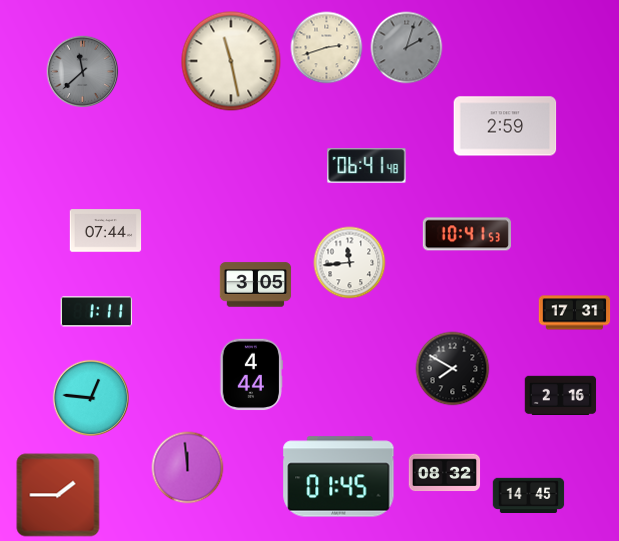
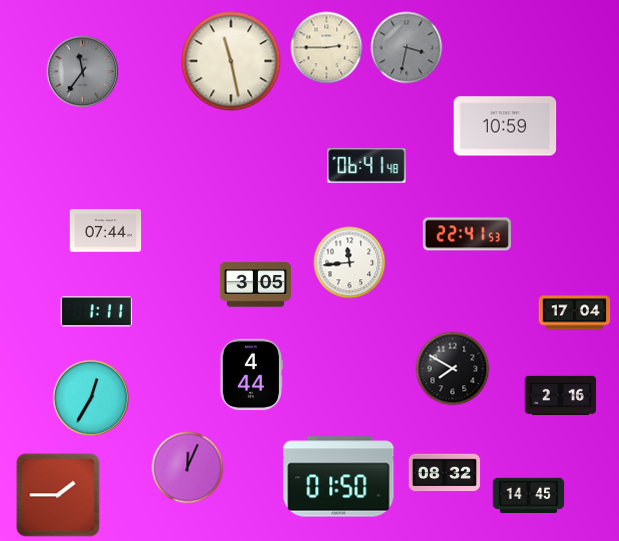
clock at (327, 48): 2:42 -> 2:45
clock at (407, 48): 2:03 -> 3:32
clock at (83, 72): 11:38 -> 11:36
clock at (505, 126): 2:59 -> 10:59
clock at (467, 234): 10:41 -> 22:41
clock at (575, 313): 17:31 -> 17:04
clock at (91, 398): 12:46 -> 12:35
clock at (188, 468): 11:59 -> 12:04
clock at (339, 477): 01:45 -> 01:50
